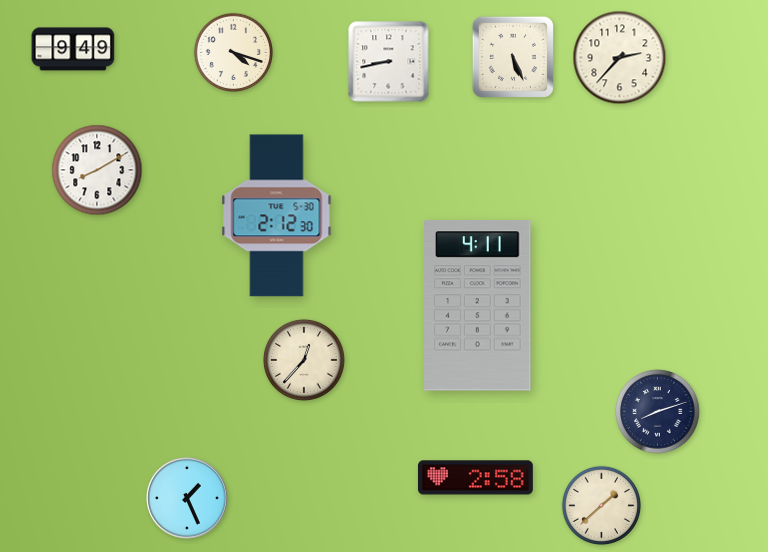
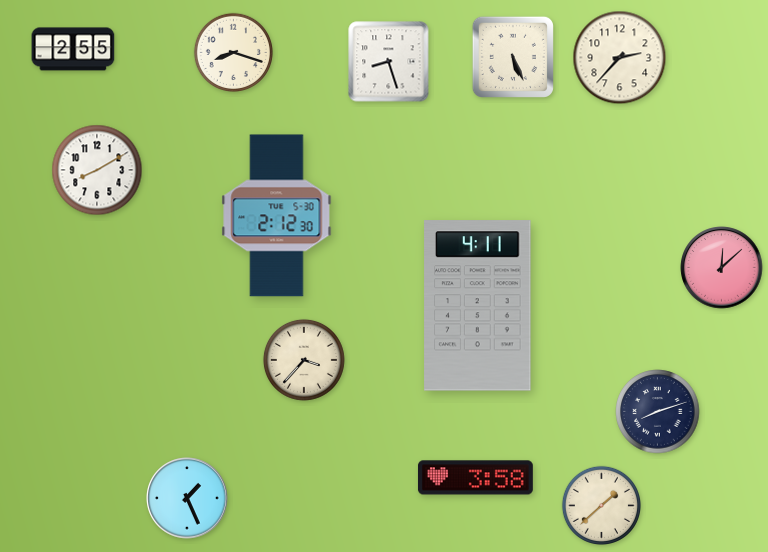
clock at (73, 49): 9:49 -> 2:55
clock at (233, 52): 4:18 -> 8:18
clock at (389, 62): 8:43 -> 8:27
clock at (722, 268): none -> 12:08
clock at (304, 360): 12:37 -> 3:37
clock at (475, 478): 2:58 -> 3:58
